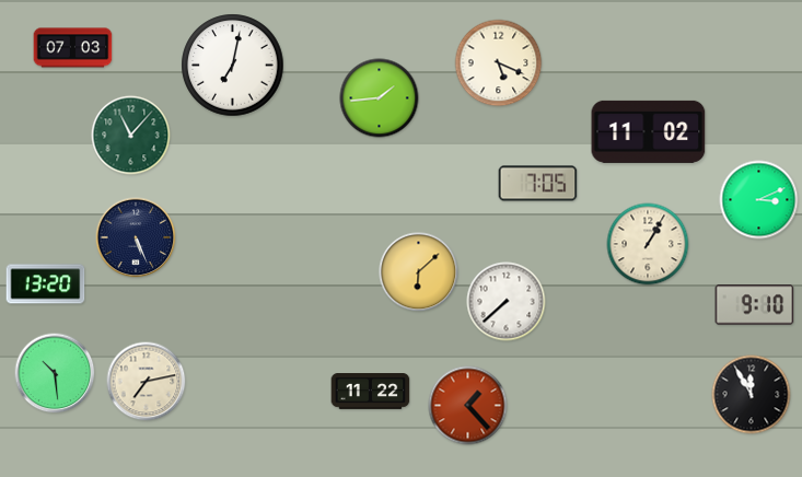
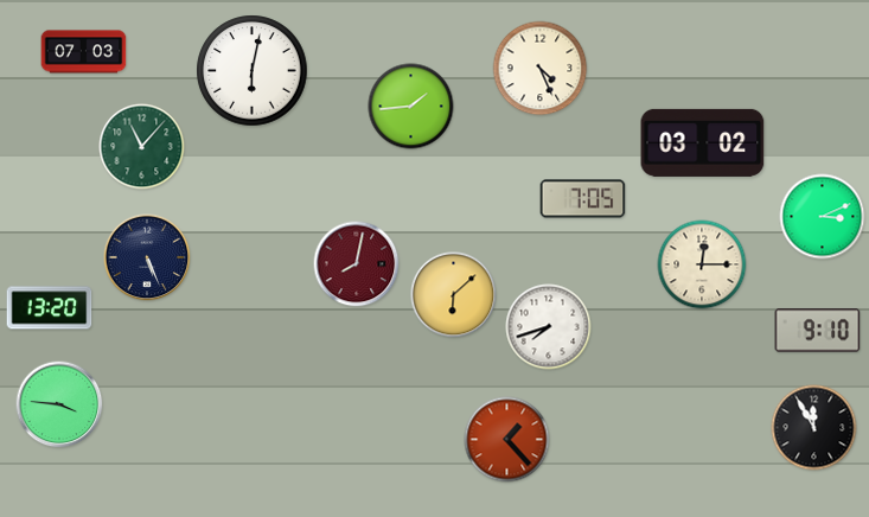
clock at (73, 48) position: (73, 48) -> (84, 52)
clock at (499, 63): 5:19 -> 4:26
clock at (233, 66): 7:02 -> 6:02
clock at (649, 131): 11:02 -> 03:02
clock at (357, 264): none -> 8:02
clock at (648, 244): 1:05 -> 12:15
clock at (507, 302): 7:38 -> 7:42
clock at (55, 373): 10:29 -> 3:46
clock at (147, 382): 7:13 -> none
clock at (371, 392): 11:22 -> none
